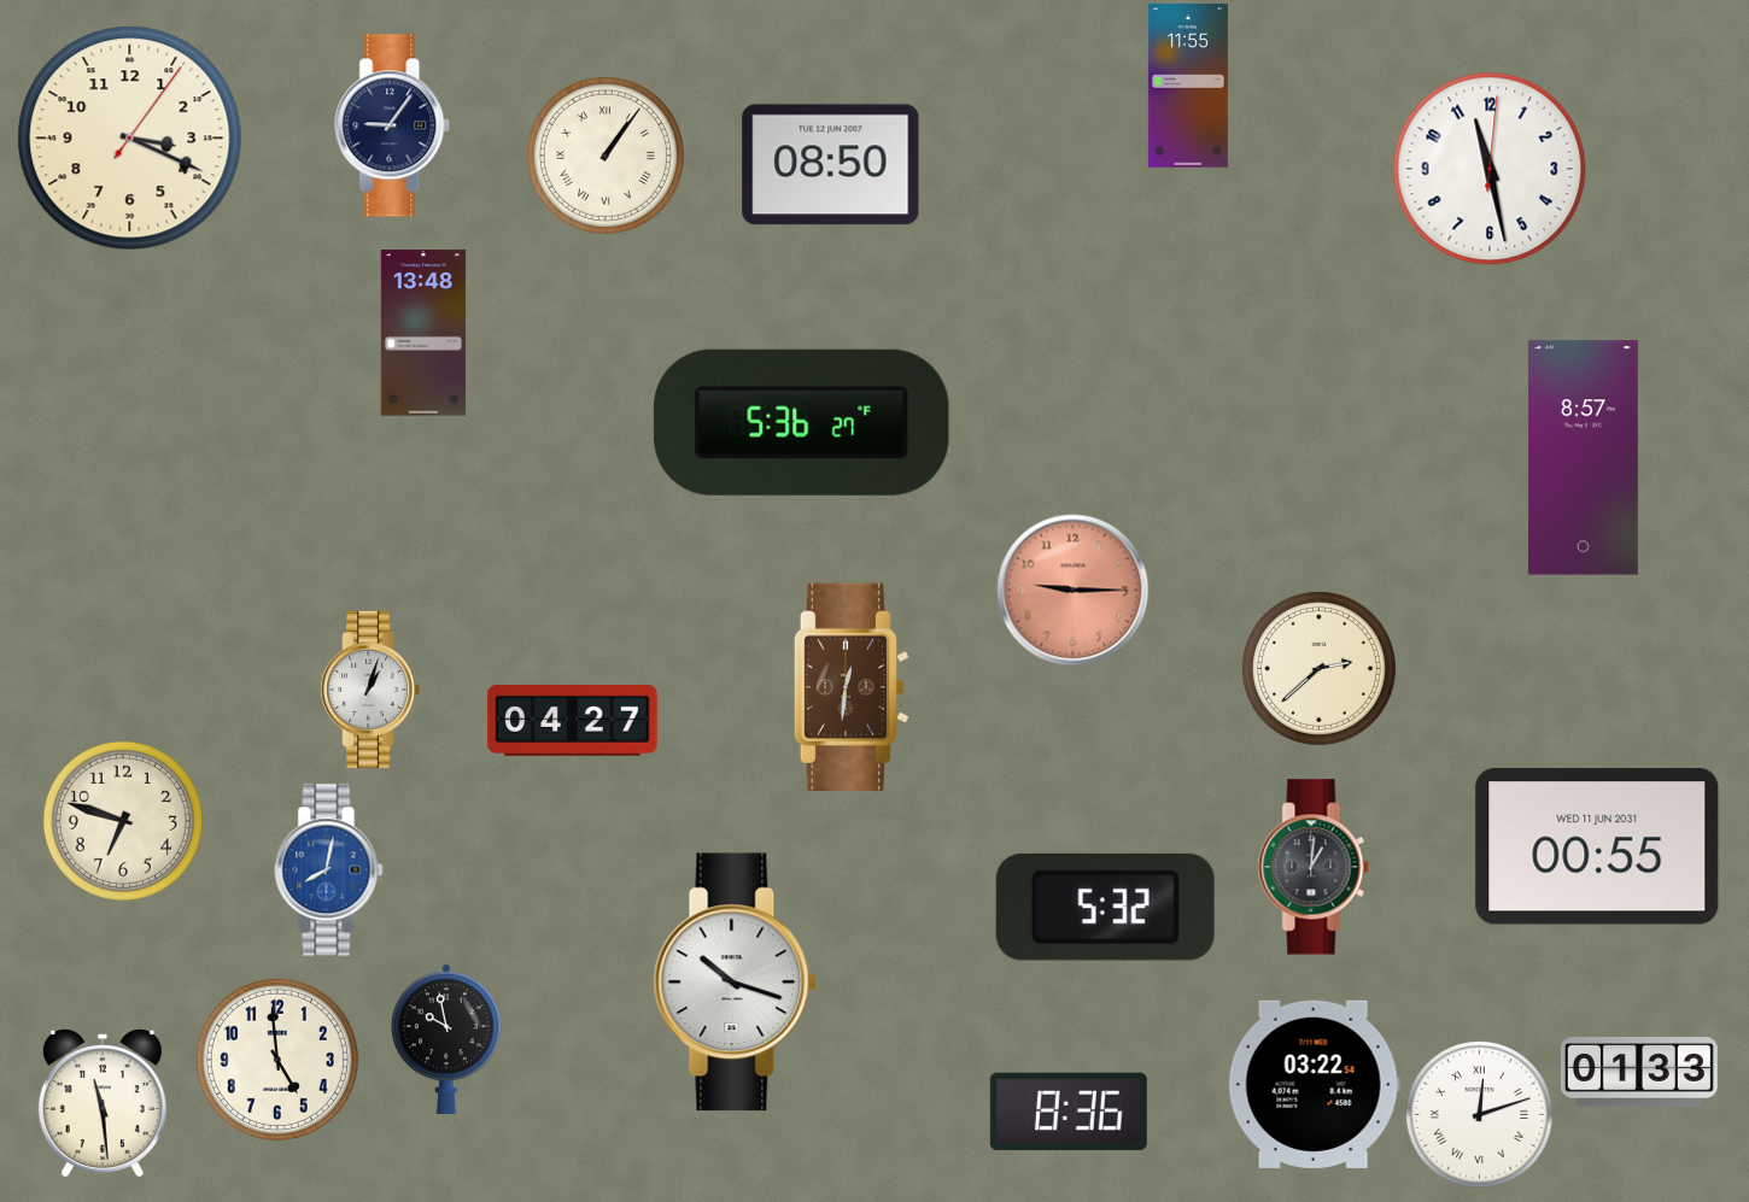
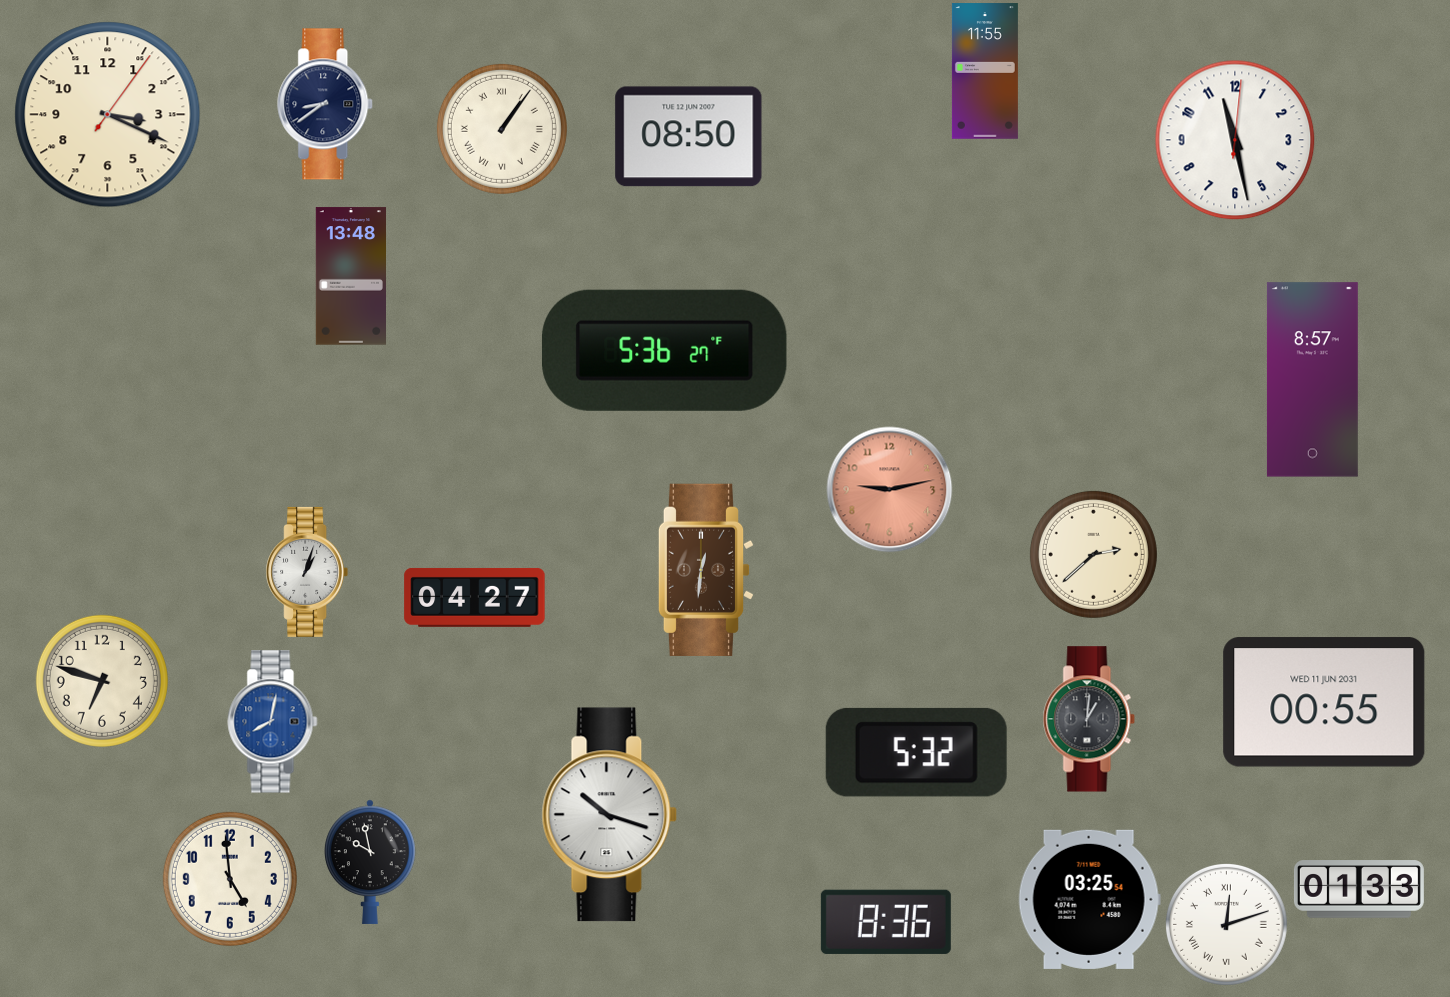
clock at (393, 125): 9:06 -> 8:39
clock at (1074, 591): 9:15 -> 9:13
clock at (1314, 1084): 03:22 -> 03:25
clock at (103, 1103): 11:29 -> none
